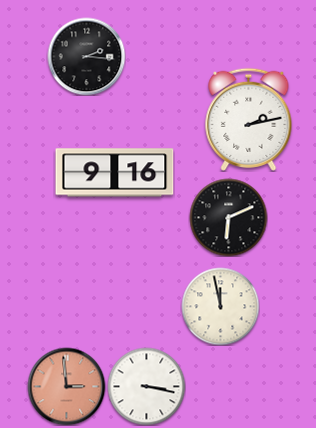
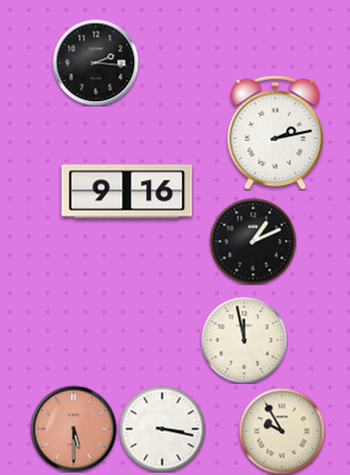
clock at (228, 217): 6:11 -> 1:11
clock at (66, 386): 2:59 -> 5:30
clock at (281, 431): none -> 9:55
